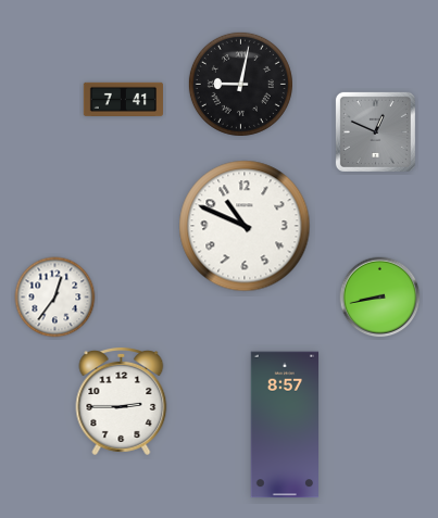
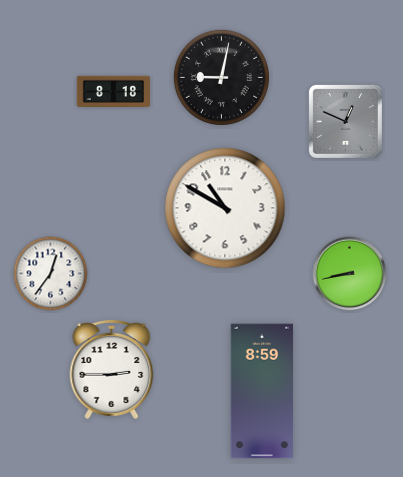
clock at (123, 99): 7:41 -> 8:18
clock at (245, 226): 10:49 -> 10:50
clock at (285, 425): 8:57 -> 8:59
